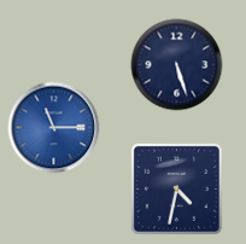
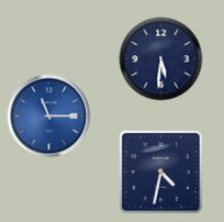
clock at (177, 65): 5:27 -> 5:31
